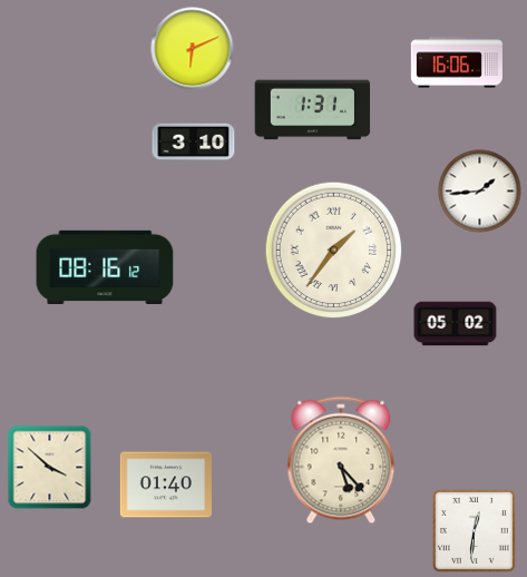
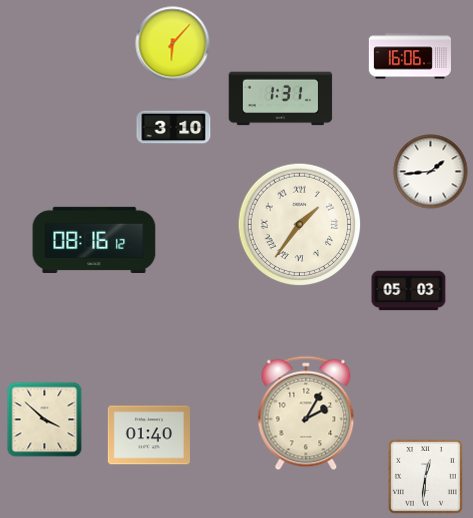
clock at (193, 49): 6:11 -> 6:07
clock at (456, 324): 05:02 -> 05:03
clock at (341, 460): 5:23 -> 2:05
